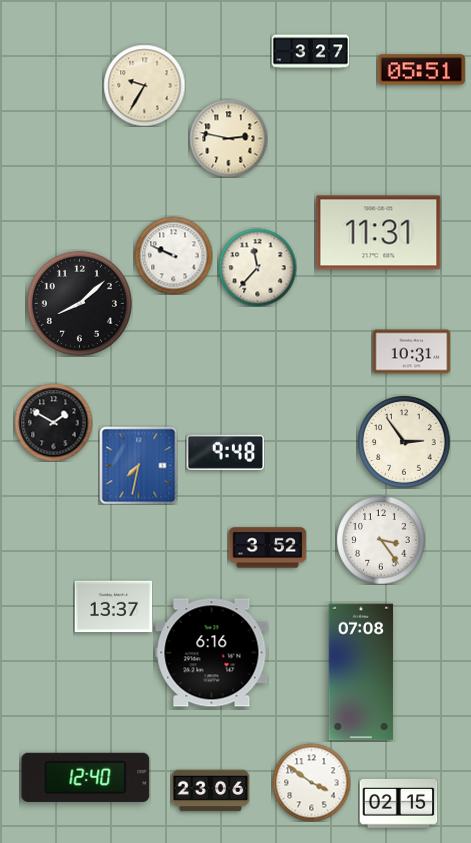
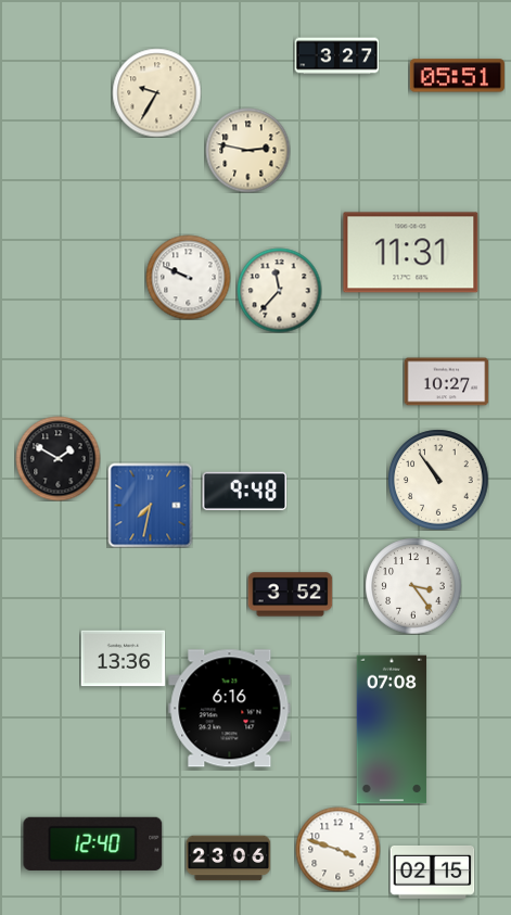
clock at (79, 303): 8:08 -> none
clock at (411, 352): 10:31 -> 10:27
clock at (404, 442): 2:54 -> 10:54
clock at (113, 607): 13:37 -> 13:36
clock at (311, 782): 3:51 -> 3:48
